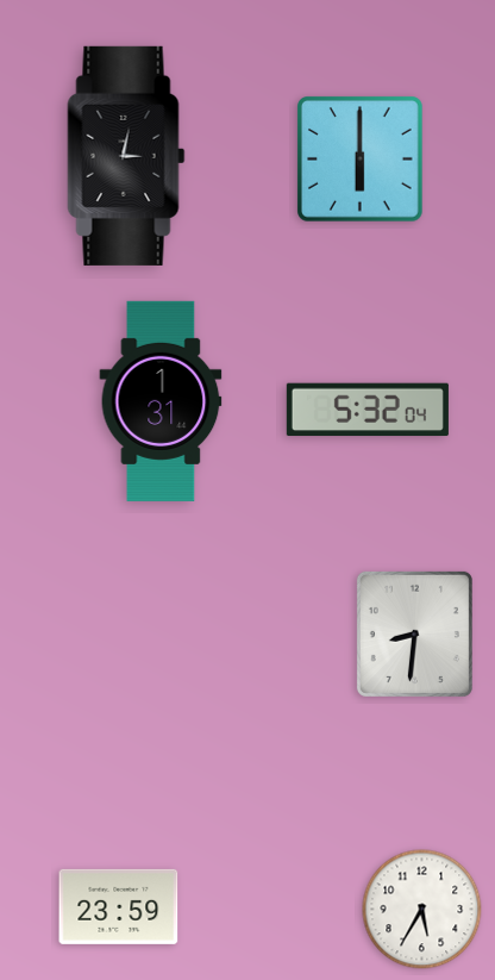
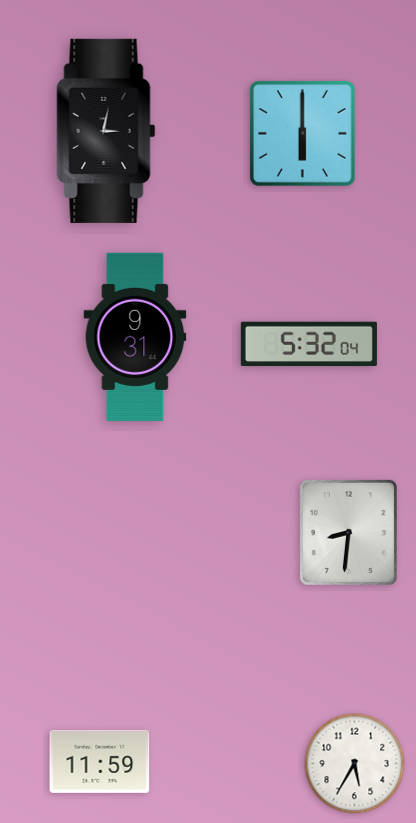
clock at (161, 401): 1:31 -> 9:31
clock at (119, 906): 23:59 -> 11:59
